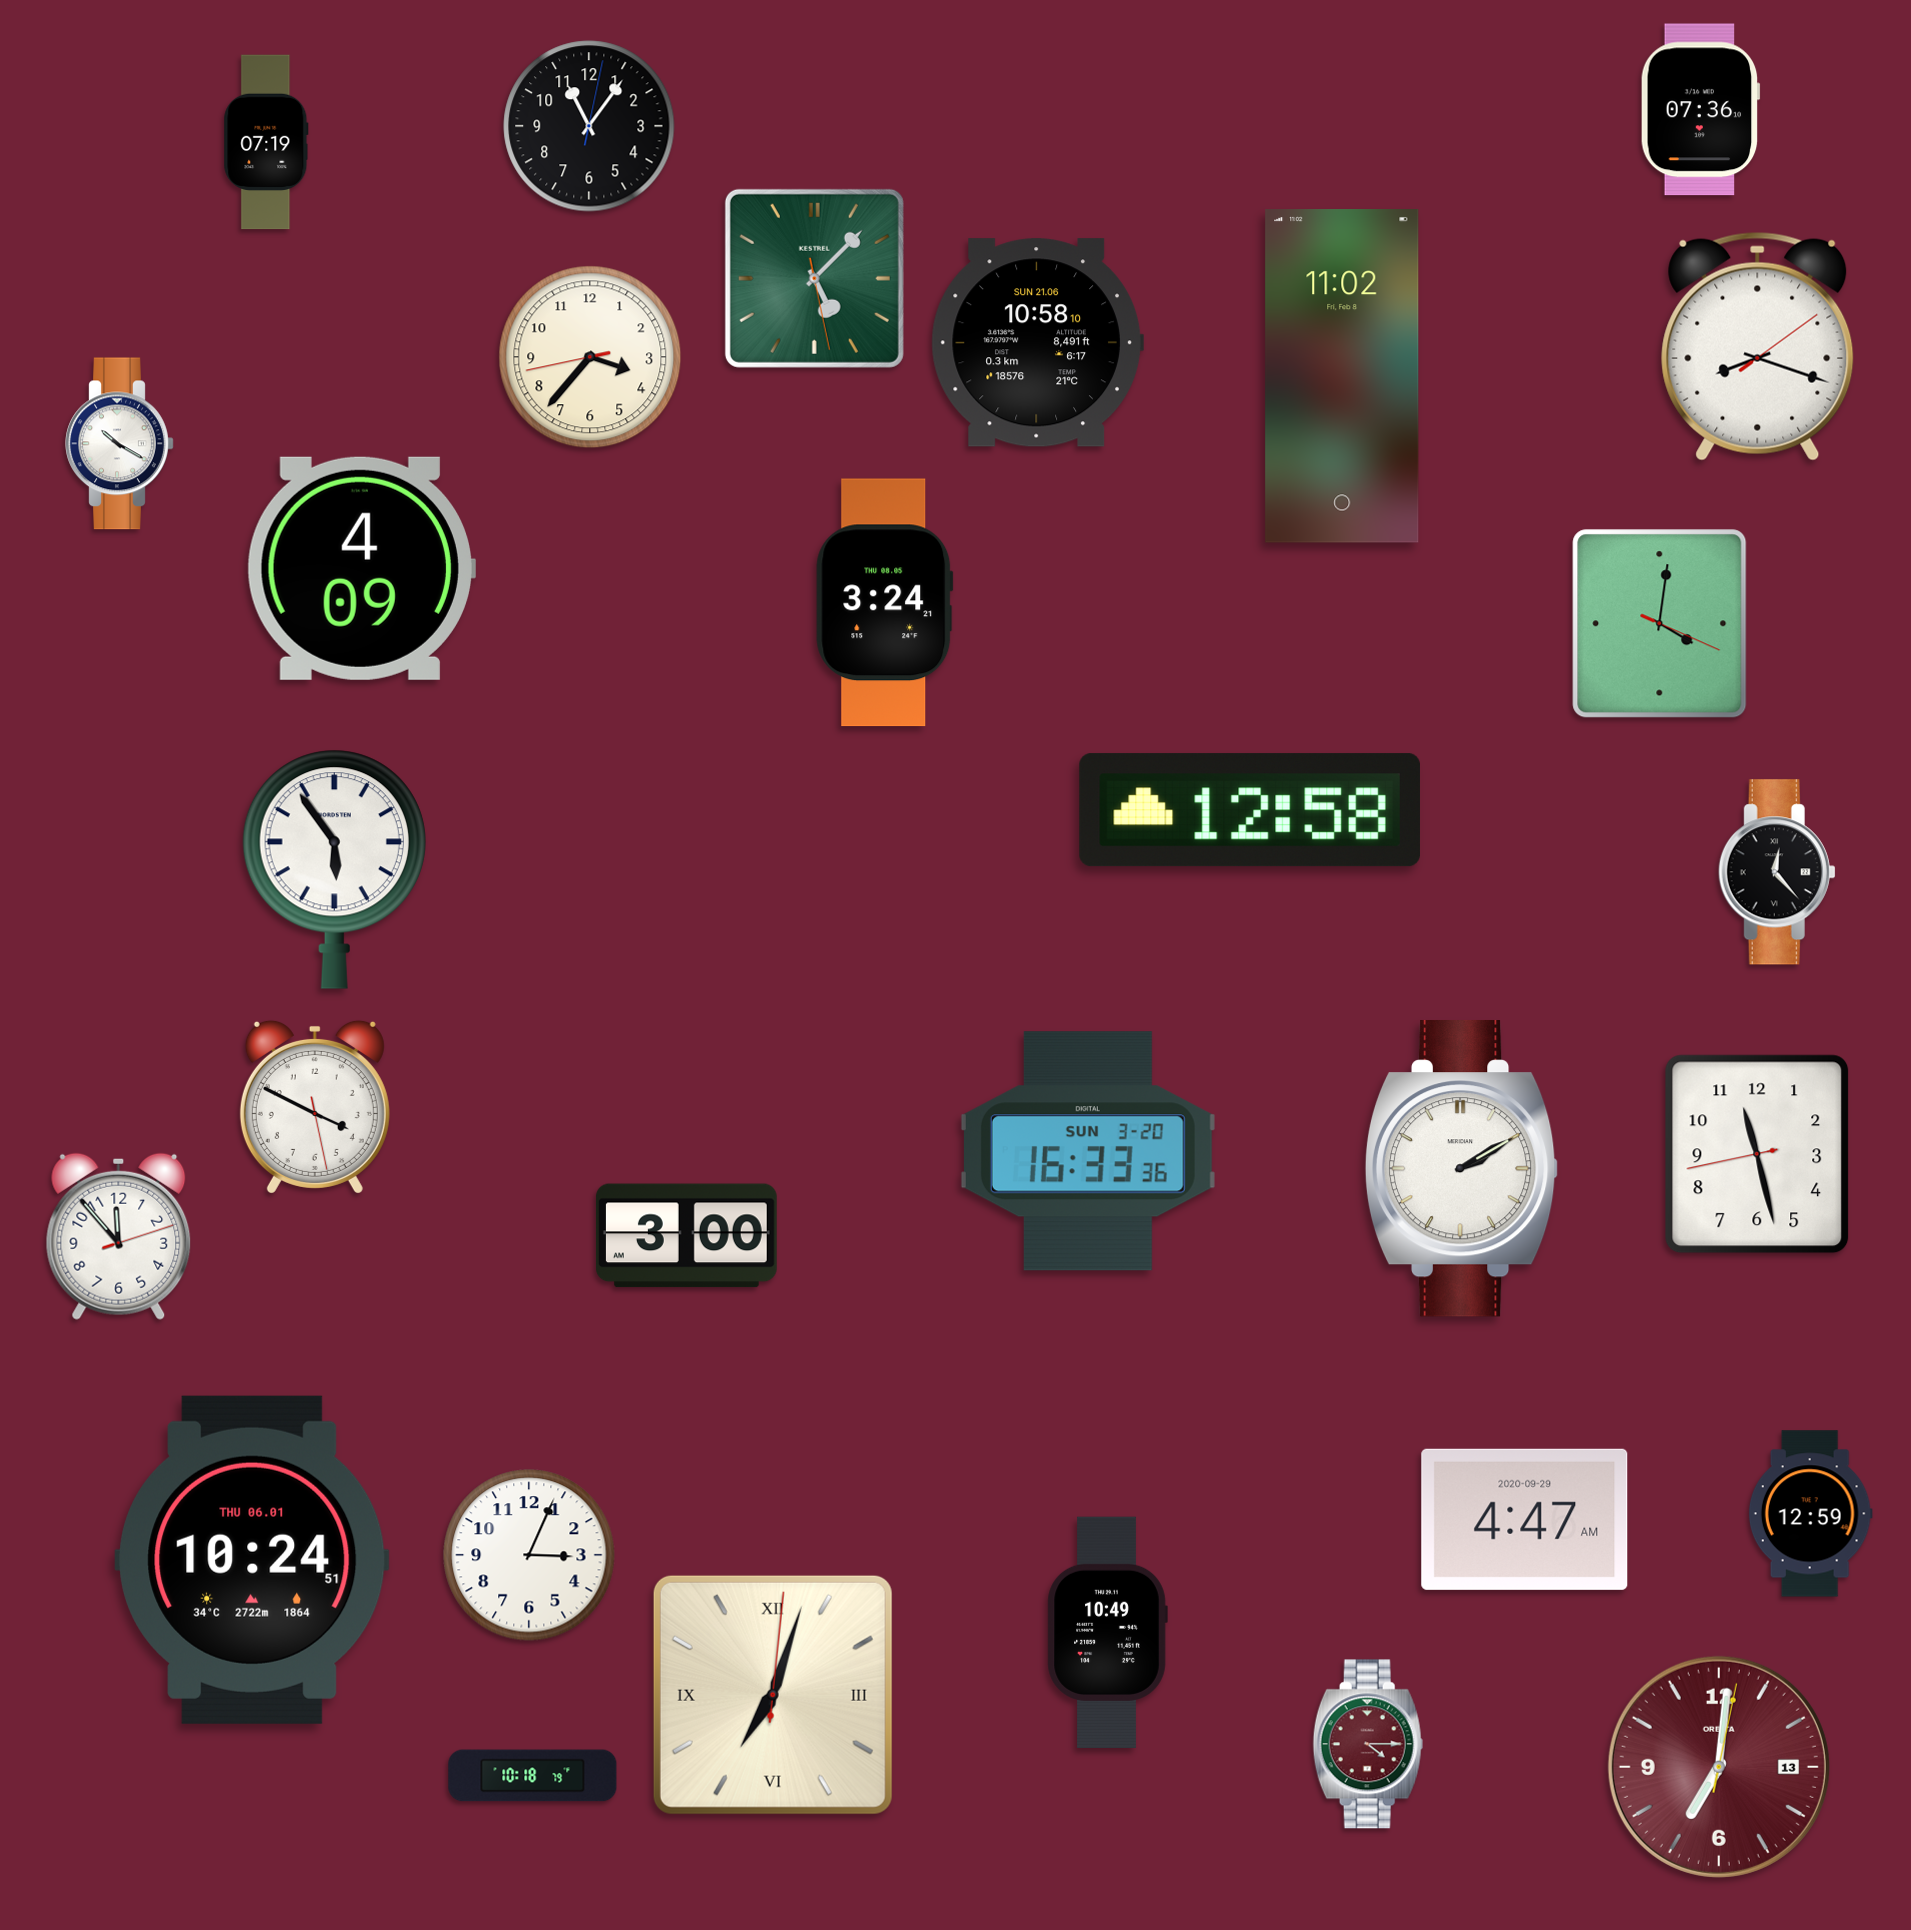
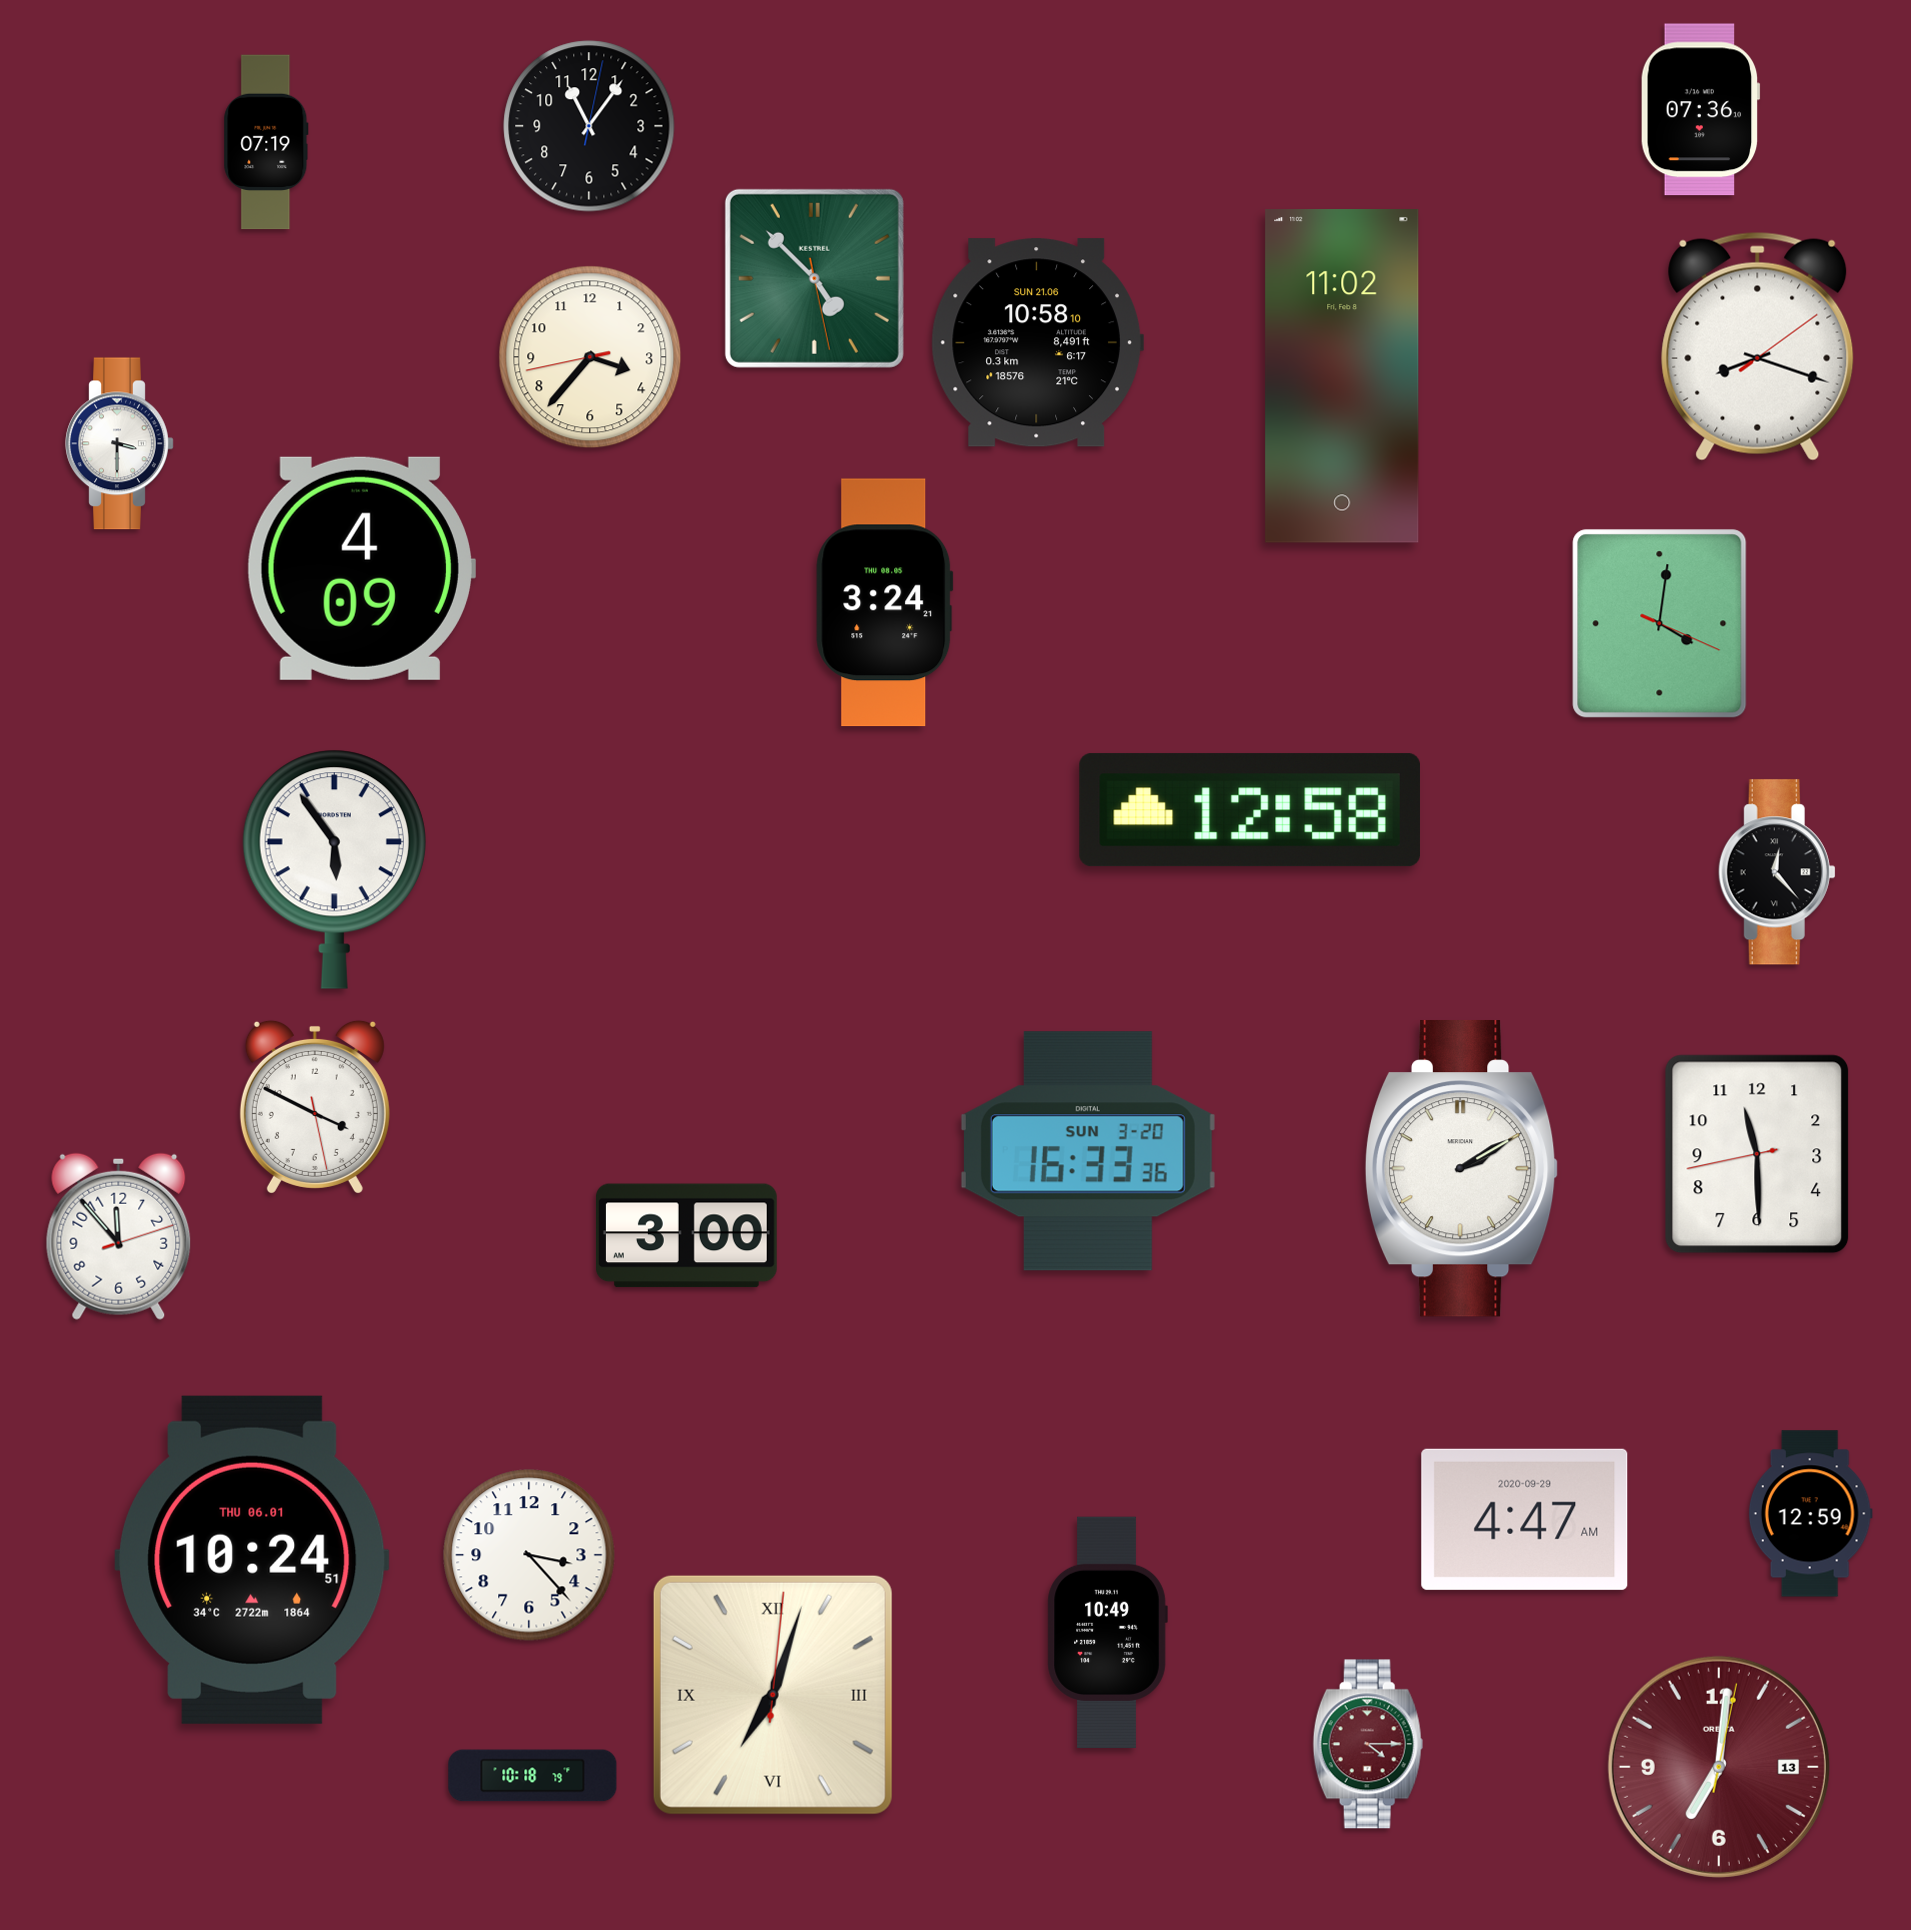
clock at (814, 278): 5:07 -> 4:52
clock at (120, 444): 10:20 -> 3:30
clock at (1757, 1154): 11:27 -> 11:29
clock at (529, 1555): 3:04 -> 3:23
